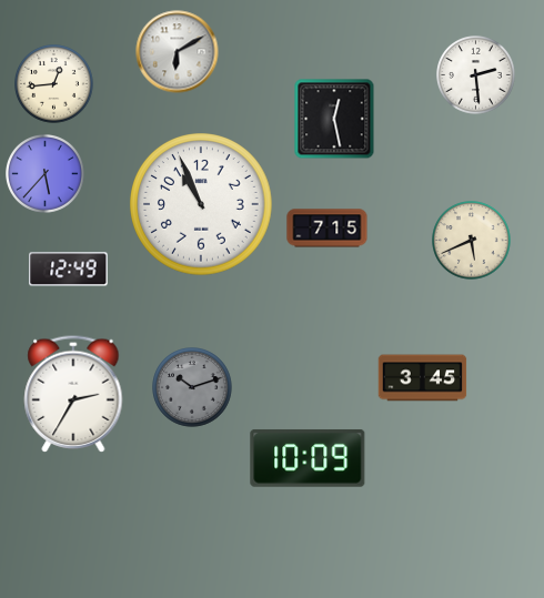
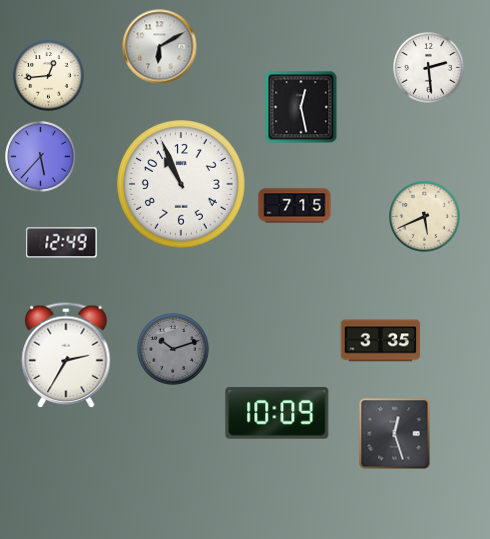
clock at (423, 378): 3:45 -> 3:35
clock at (395, 434): none -> 12:27
